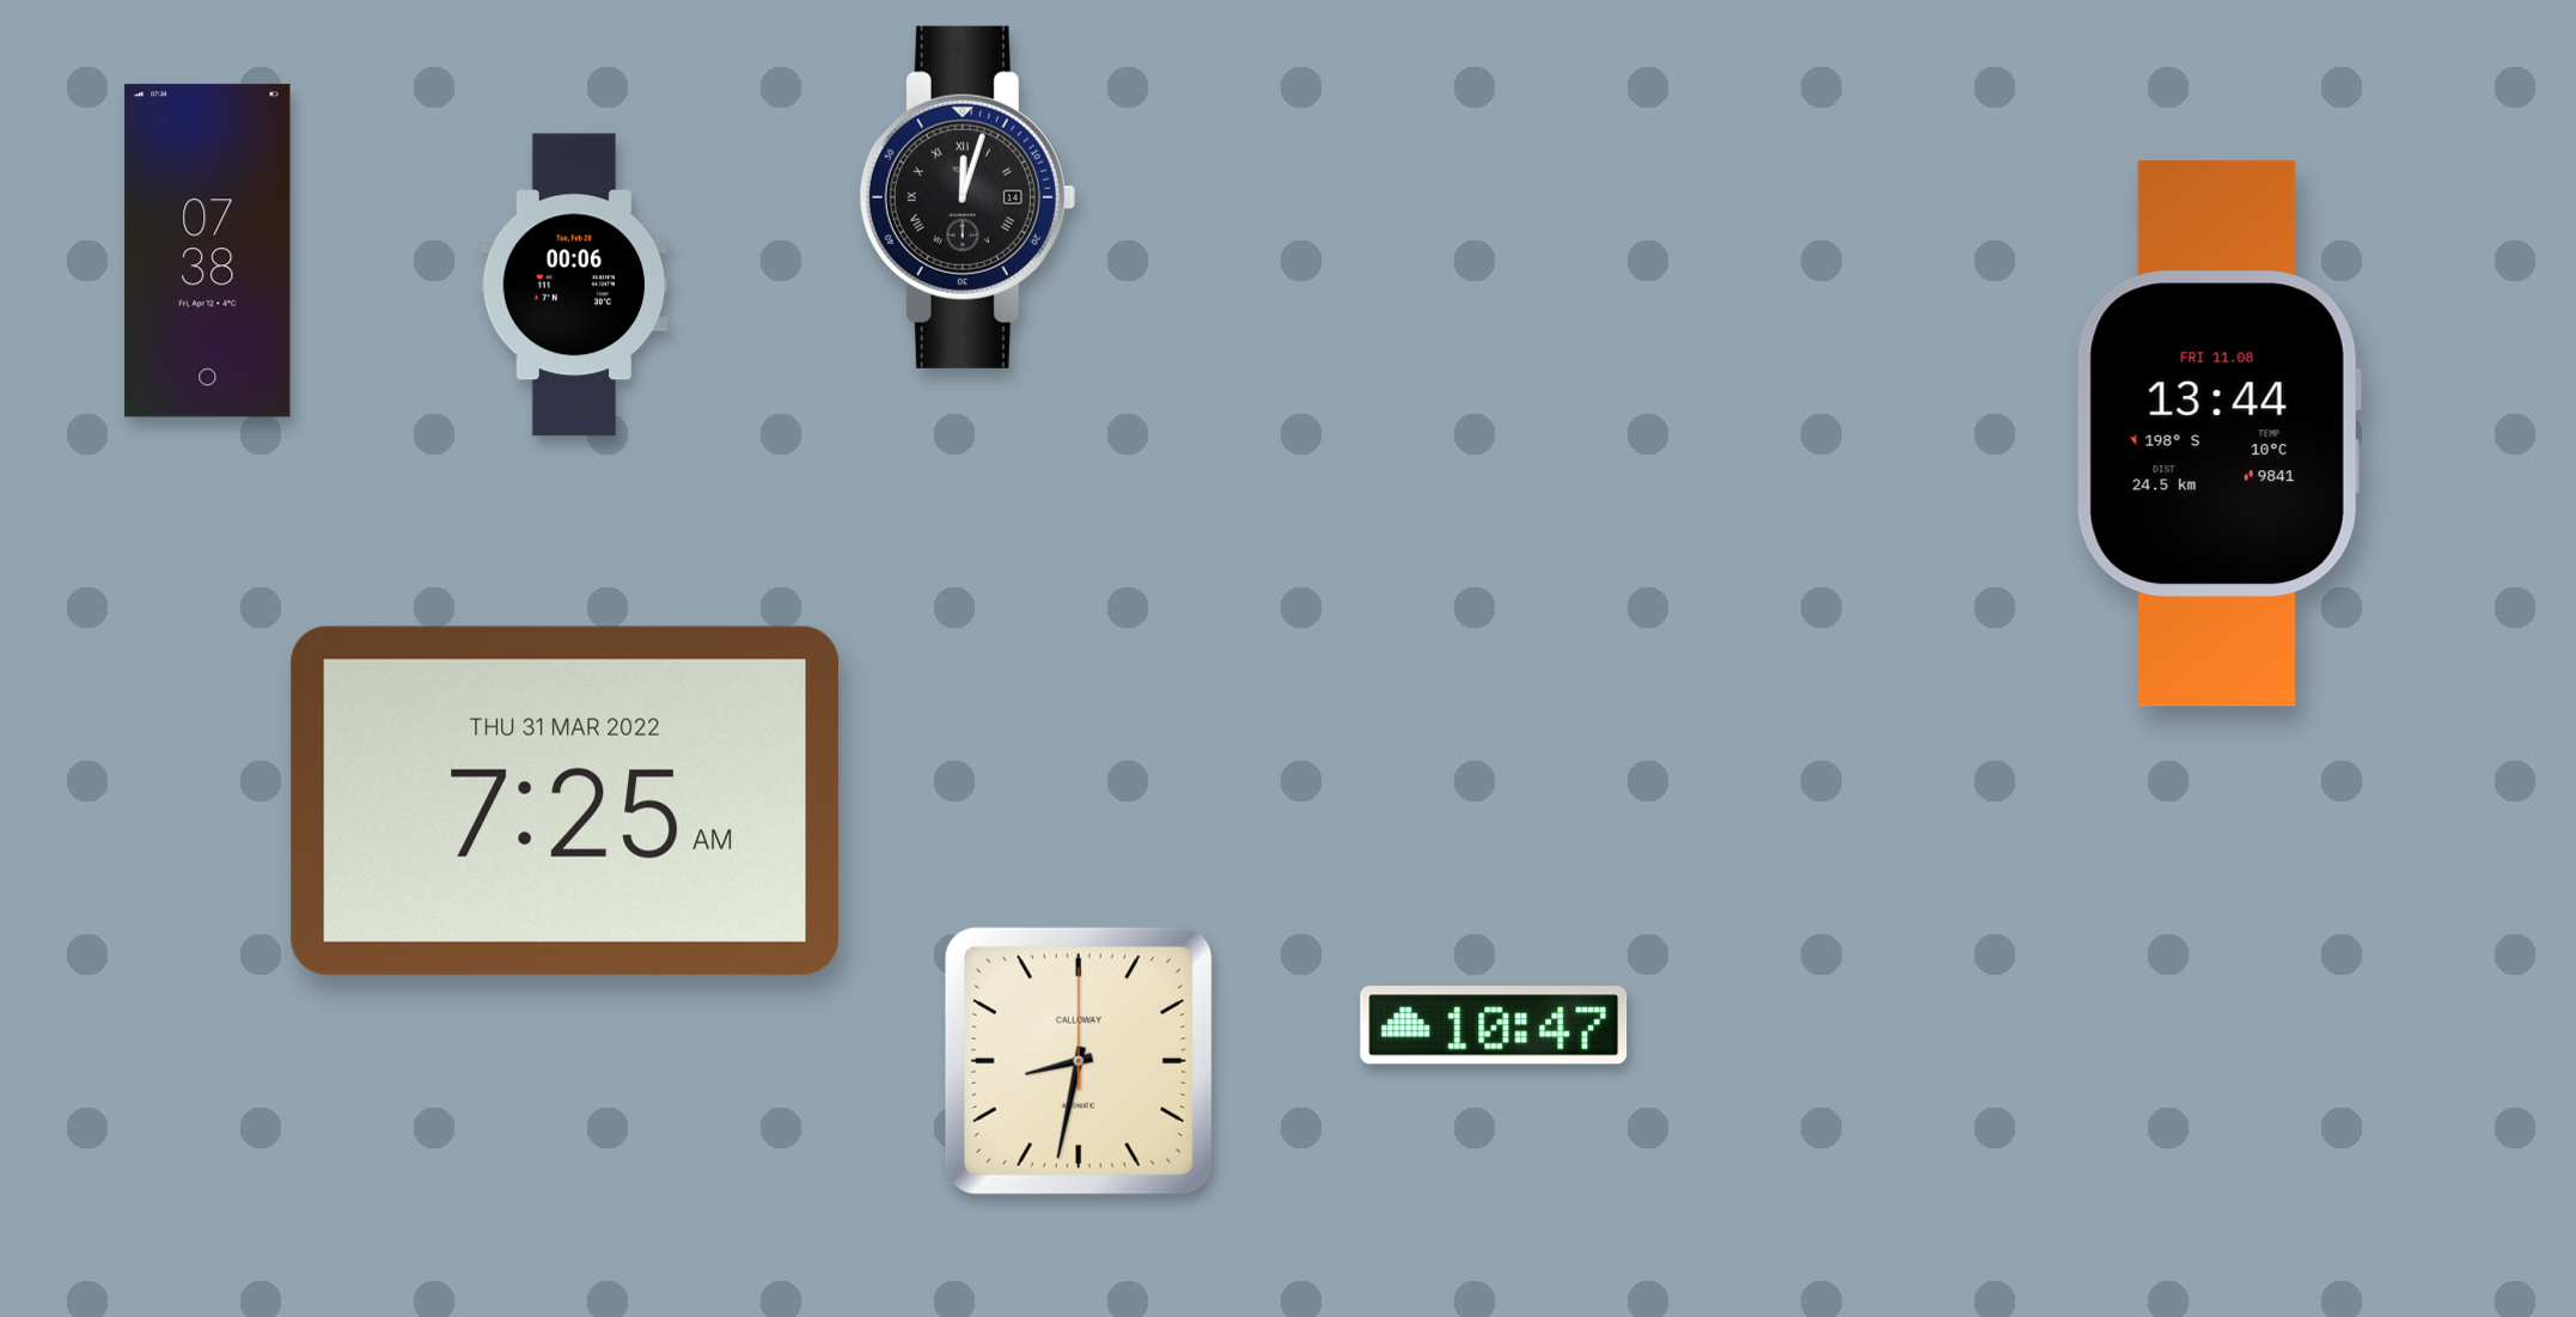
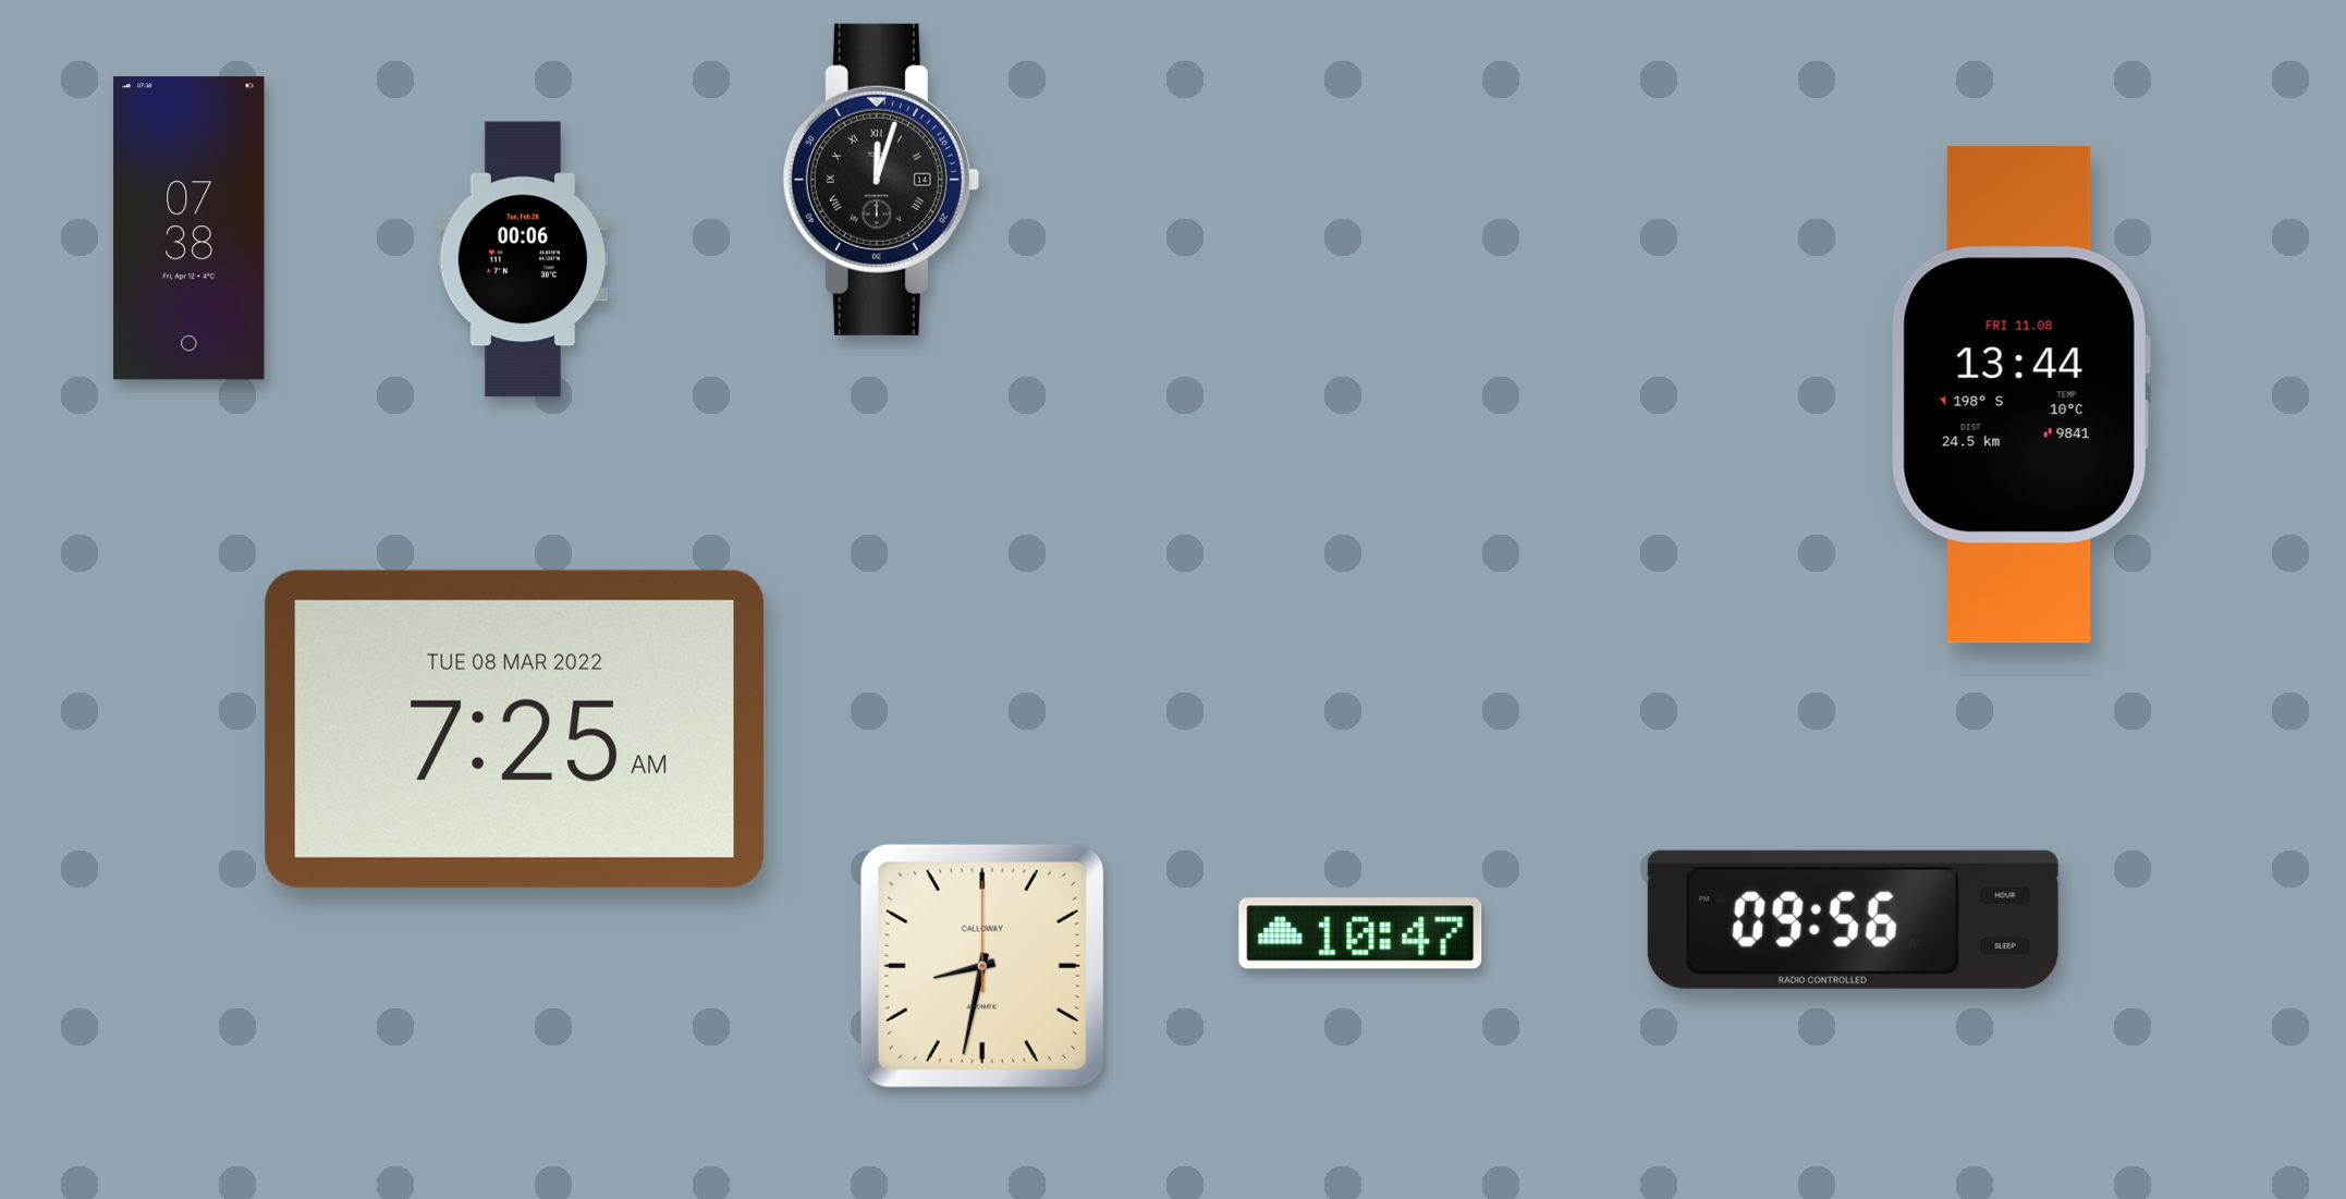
clock at (566, 800) date: THU 31 MAR 2022 -> TUE 08 MAR 2022
clock at (1853, 919): none -> 09:56
